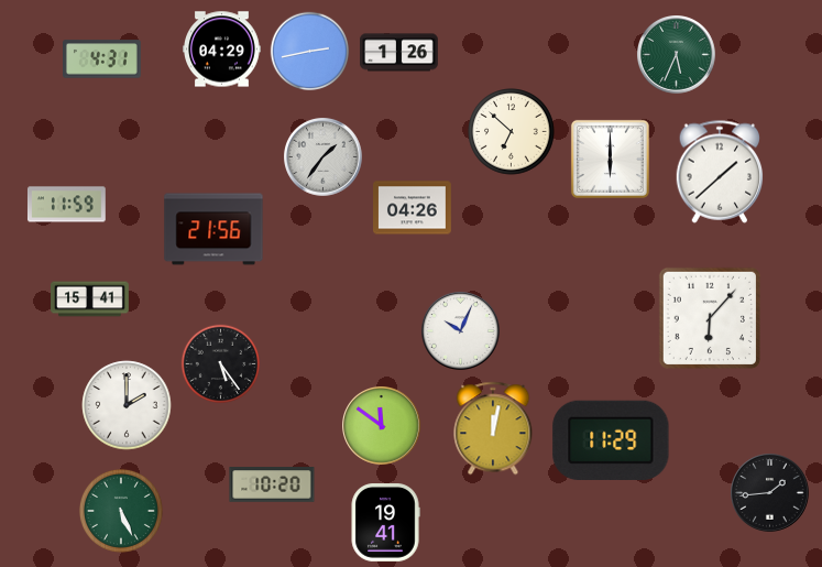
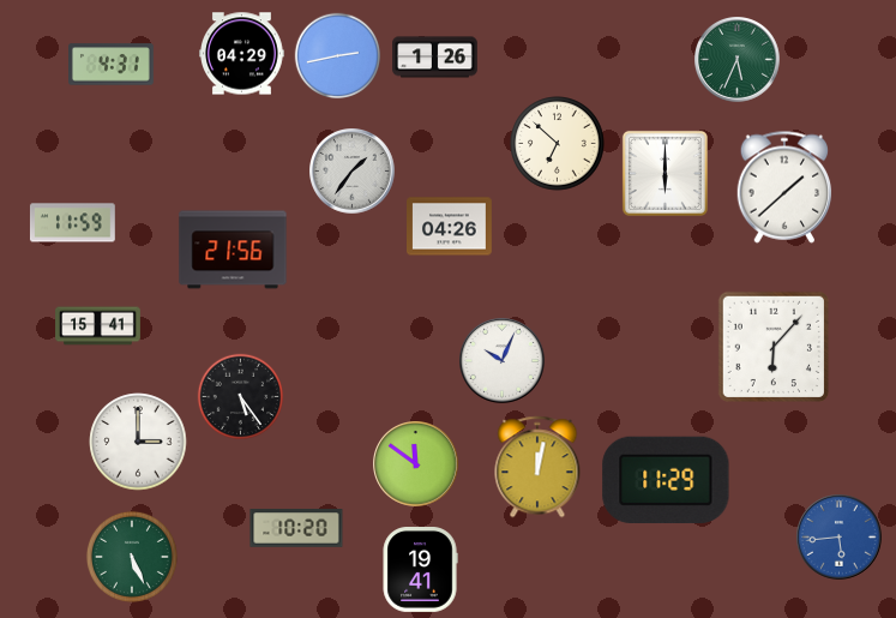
clock at (127, 405): 2:00 -> 3:00
clock at (770, 493): 1:44 -> 5:44
clock at (770, 493) dial: black -> blue
